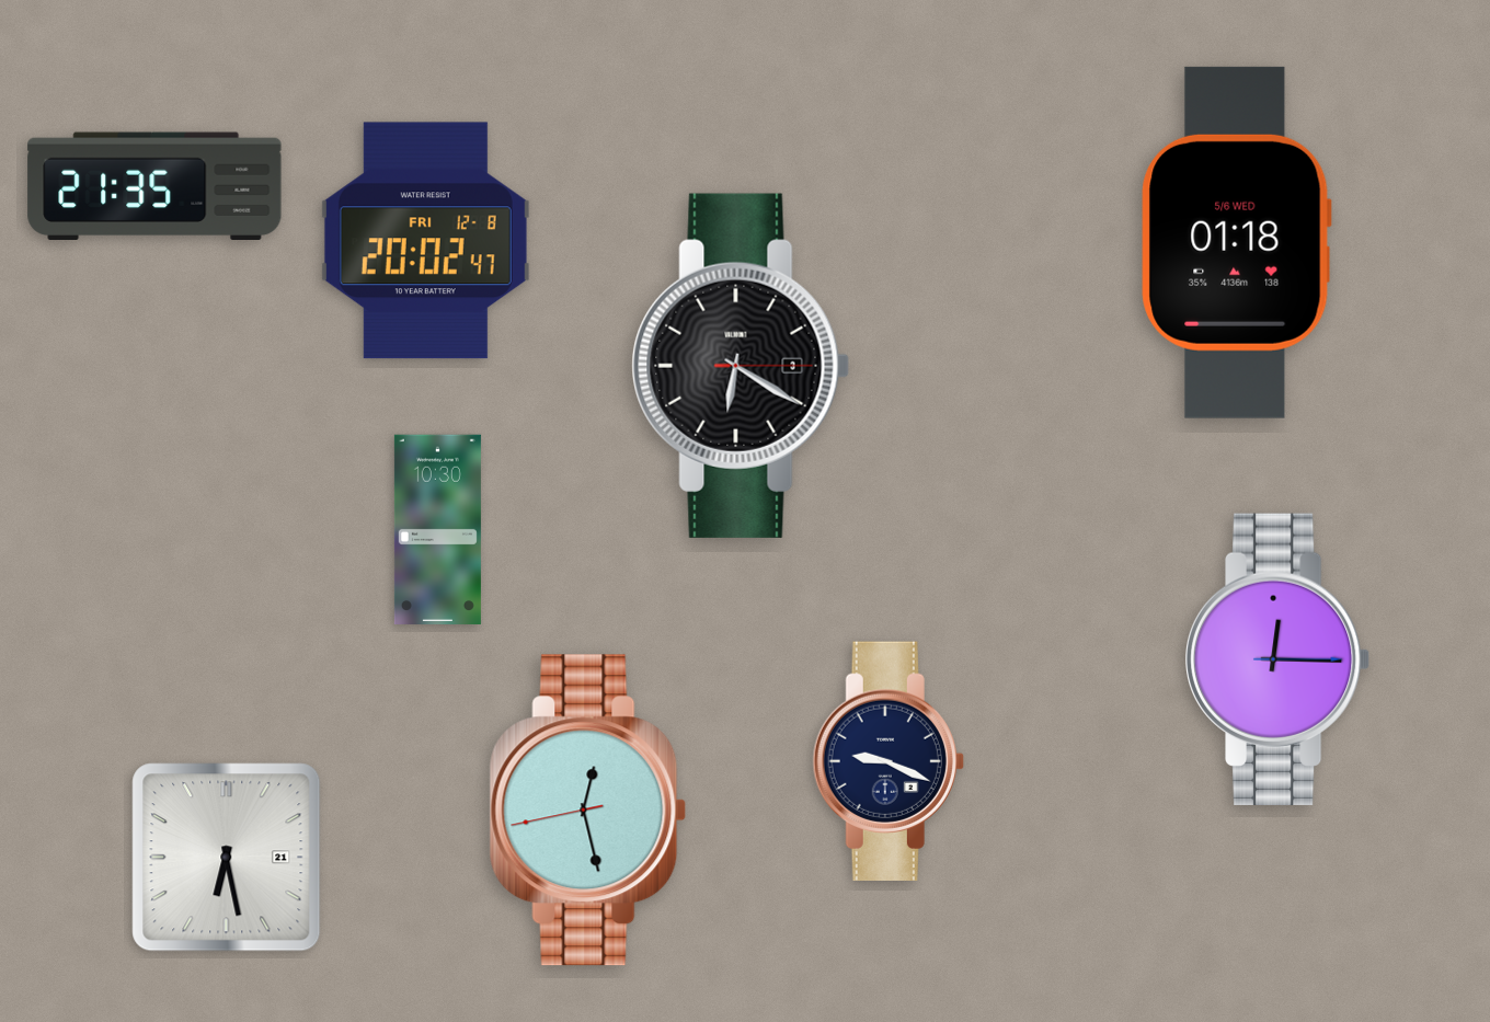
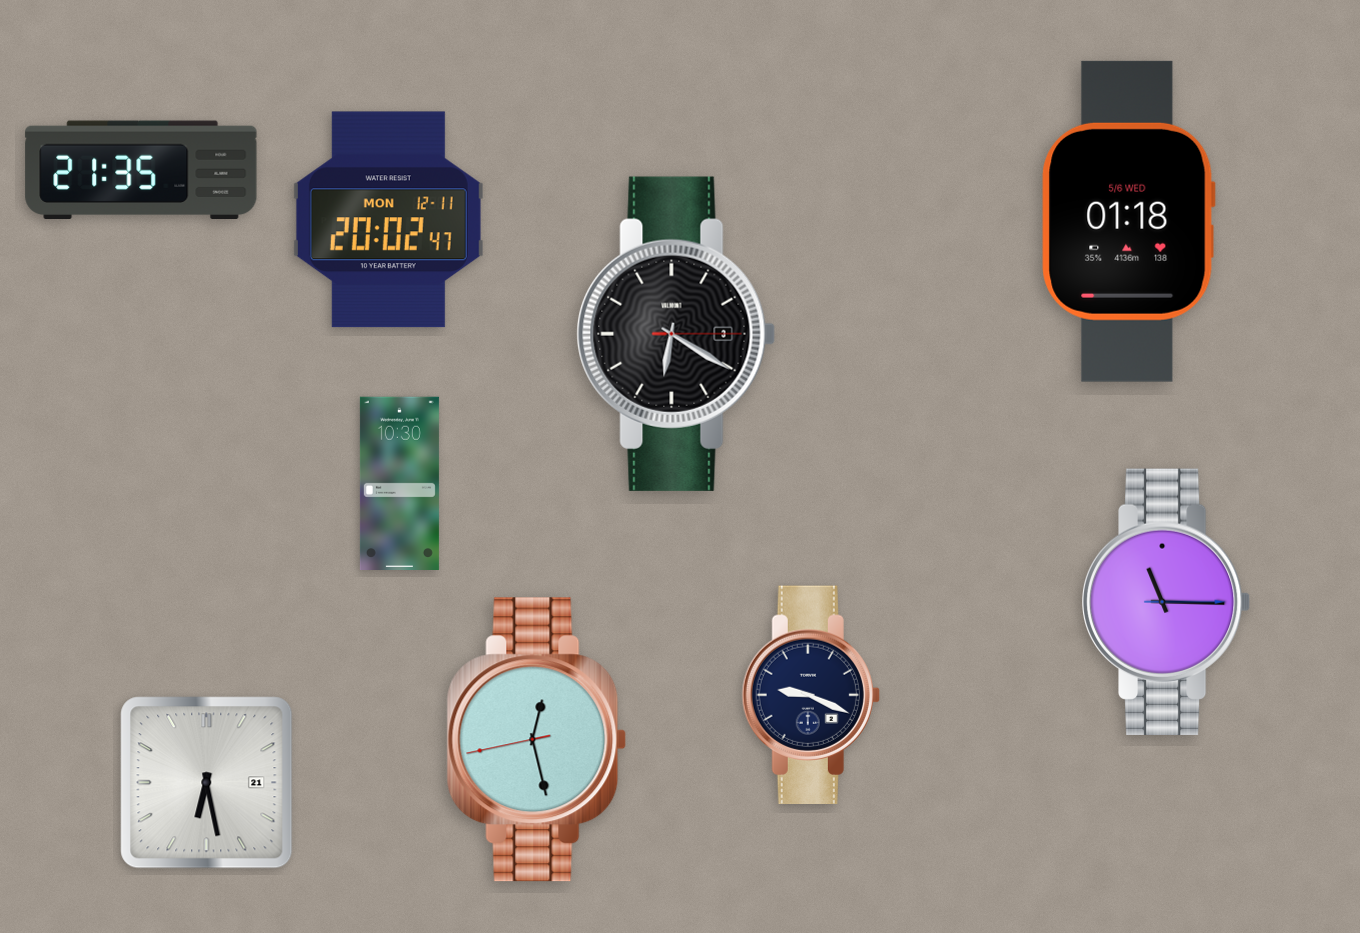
clock at (425, 241) date: FRI 12-8 -> MON 12-11
clock at (1277, 659): 12:15 -> 11:15
